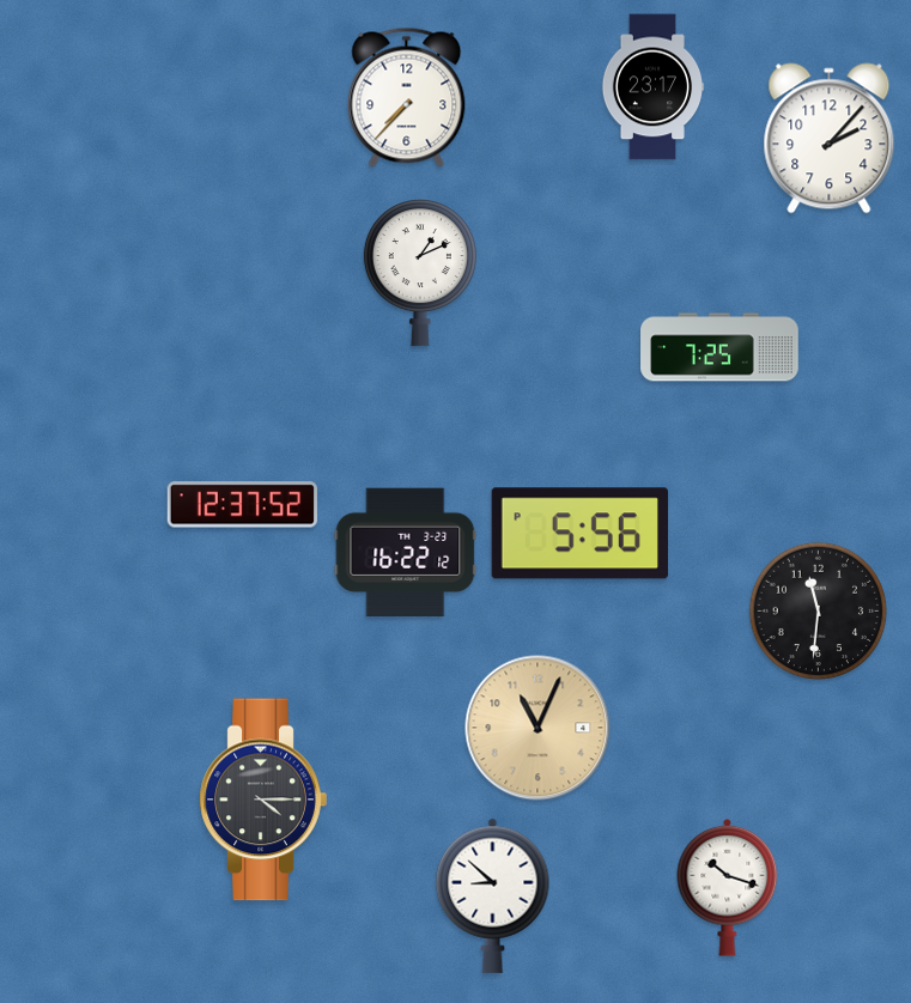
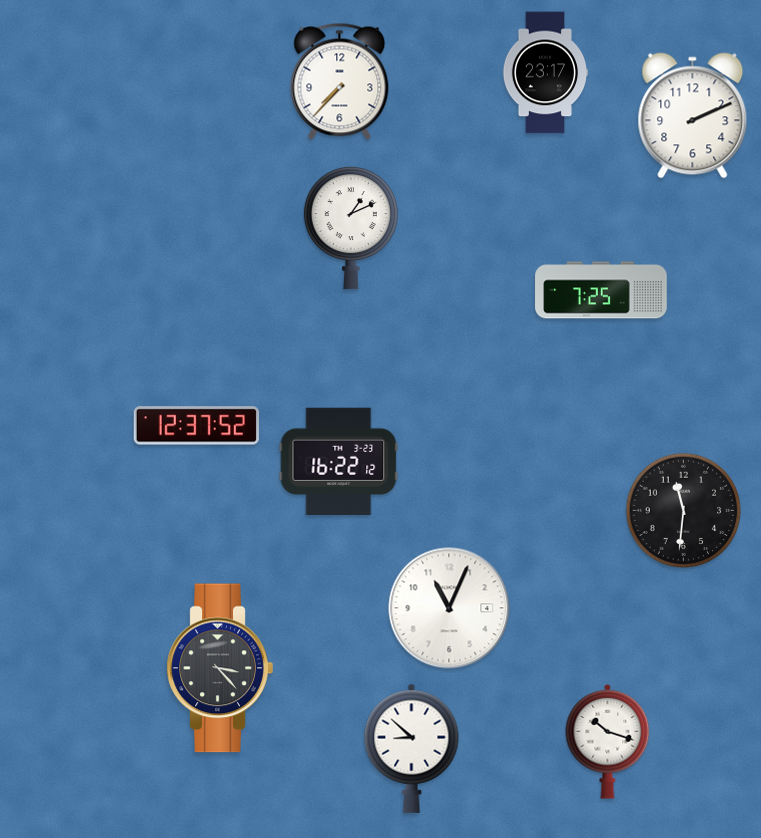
clock at (830, 139): 2:07 -> 2:11
clock at (242, 505) position: (242, 505) -> (196, 426)
clock at (579, 534): 5:56 -> none
clock at (538, 728) dial: champagne -> white
clock at (263, 800): 4:15 -> 3:23
